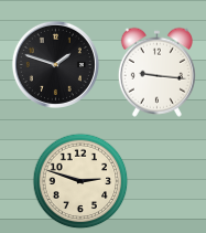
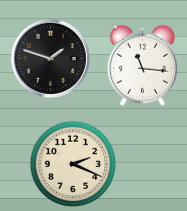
clock at (156, 72): 9:16 -> 11:16
clock at (80, 181): 2:48 -> 2:19
